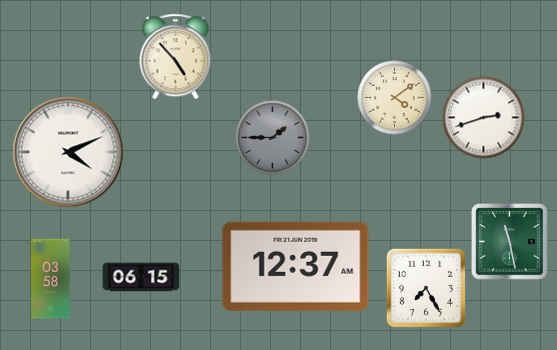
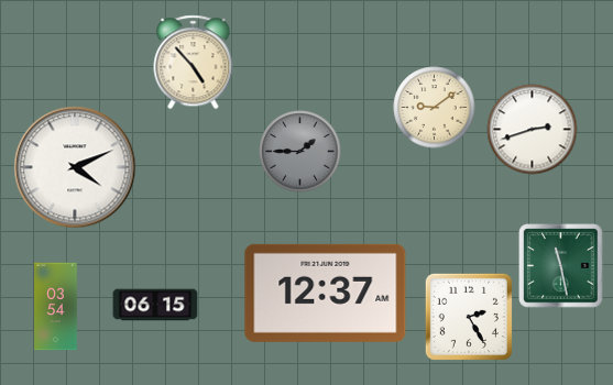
clock at (395, 98): 4:09 -> 9:09
clock at (51, 279): 03:58 -> 03:54
clock at (426, 288): 7:25 -> 2:25
